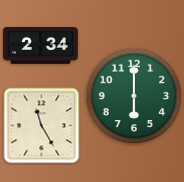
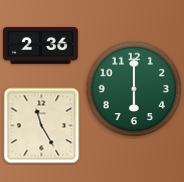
clock at (41, 46): 2:34 -> 2:36
clock at (134, 96) position: (134, 96) -> (134, 89)
